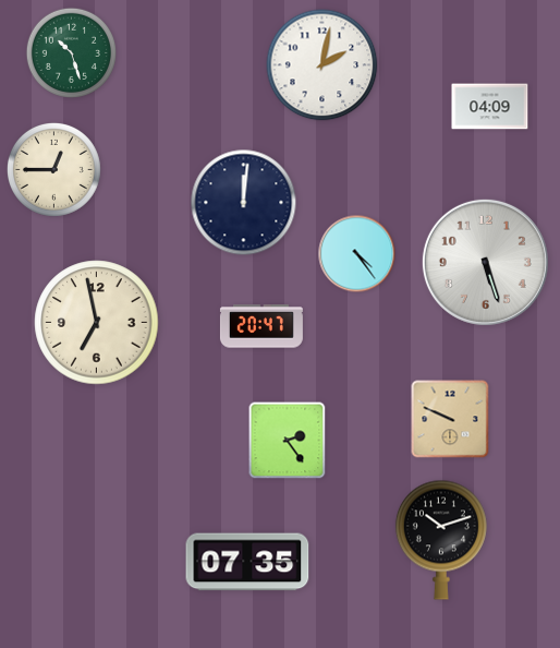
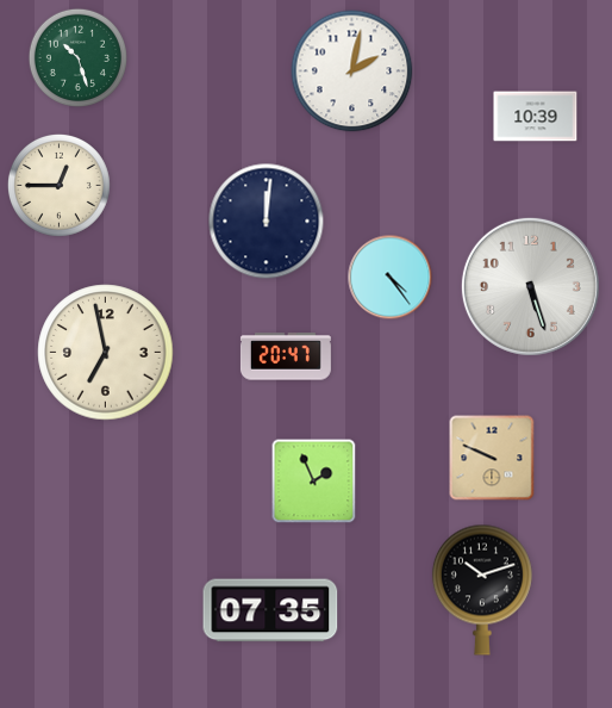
clock at (490, 107): 04:09 -> 10:39
clock at (288, 441): 2:24 -> 1:56
clock at (247, 562) position: (247, 562) -> (270, 610)
